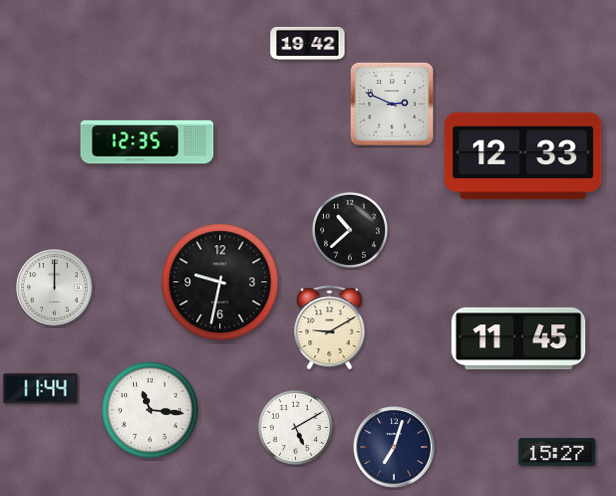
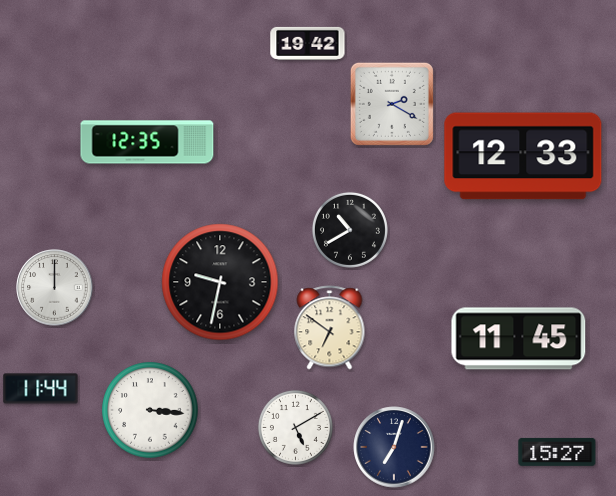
clock at (392, 104): 2:49 -> 2:20
clock at (350, 230): 10:38 -> 10:40
clock at (330, 328): 9:10 -> 6:51
clock at (150, 410): 11:16 -> 3:16
